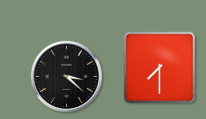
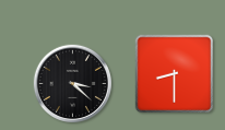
clock at (160, 68): 7:30 -> 8:30
